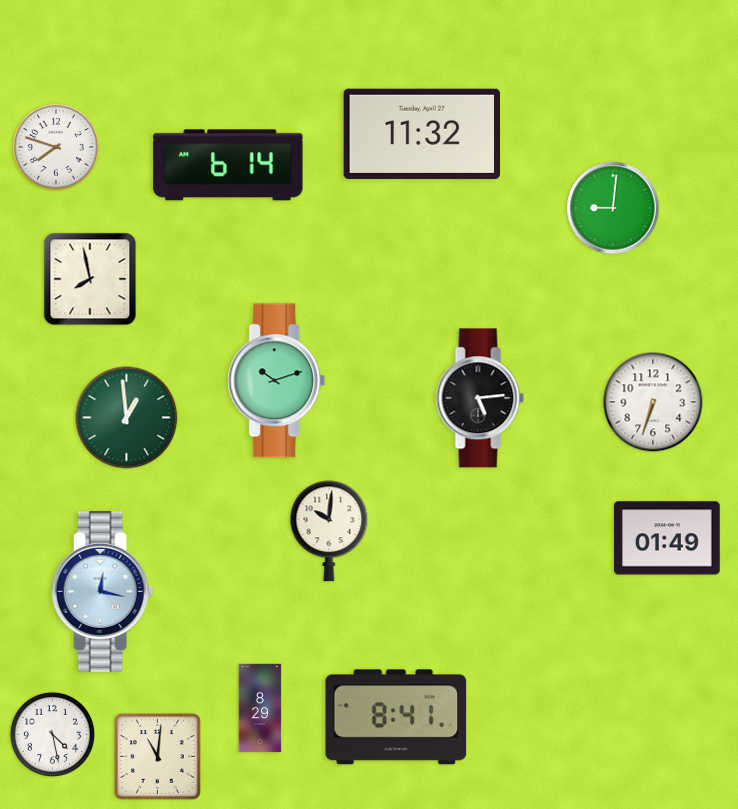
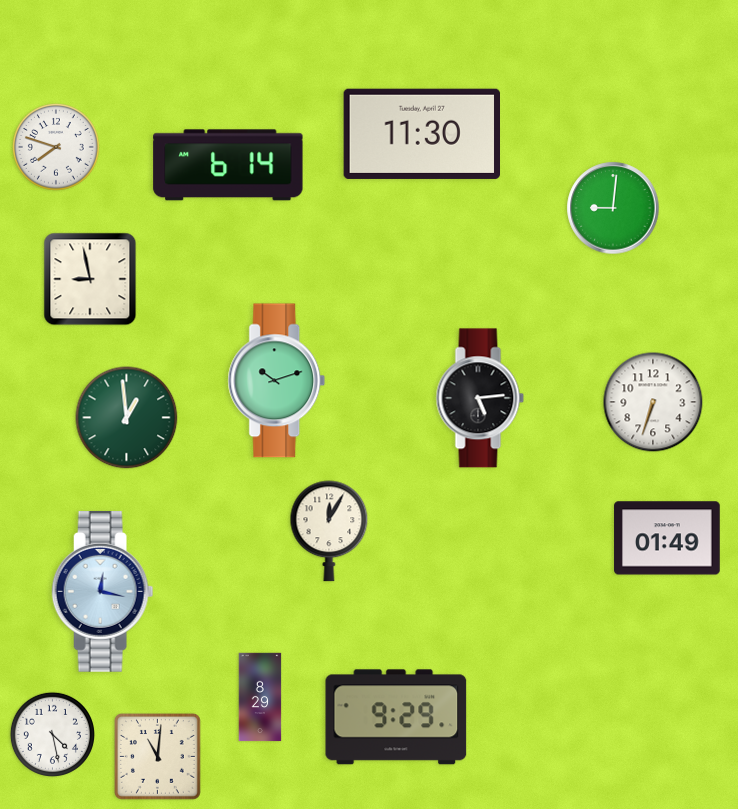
clock at (421, 134): 11:32 -> 11:30
clock at (90, 279): 7:58 -> 8:58
clock at (329, 531): 10:01 -> 12:05
clock at (260, 708) position: (260, 708) -> (260, 697)
clock at (396, 717): 8:41 -> 9:29
